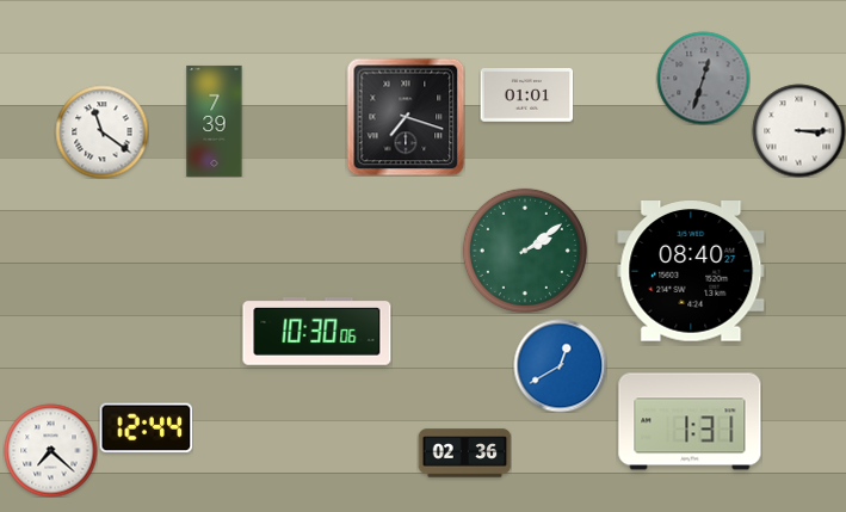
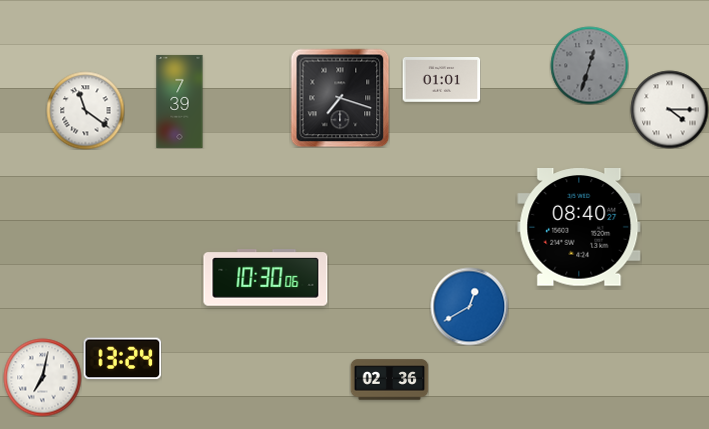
clock at (798, 130): 3:15 -> 4:15
clock at (525, 251): 2:09 -> none
clock at (690, 421): 1:31 -> none
clock at (146, 428): 12:44 -> 13:24
clock at (50, 450): 7:22 -> 7:02
